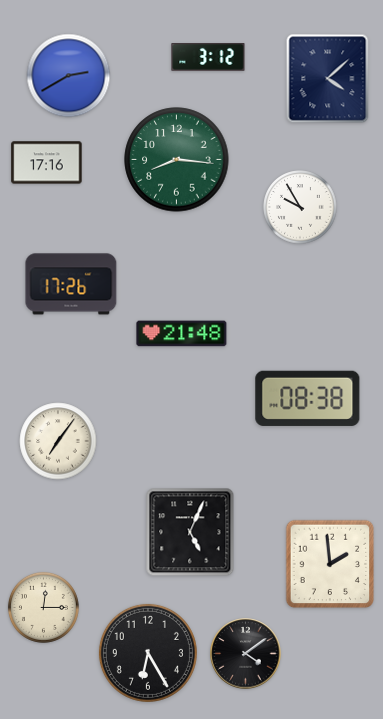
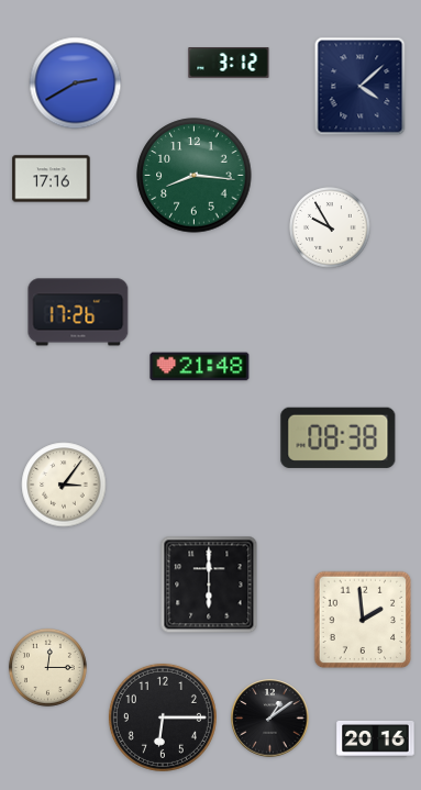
clock at (58, 441): 7:06 -> 3:06
clock at (190, 532): 5:04 -> 6:00
clock at (148, 653): 6:25 -> 6:15
clock at (246, 654): 4:09 -> 1:09
clock at (376, 739): none -> 20:16
